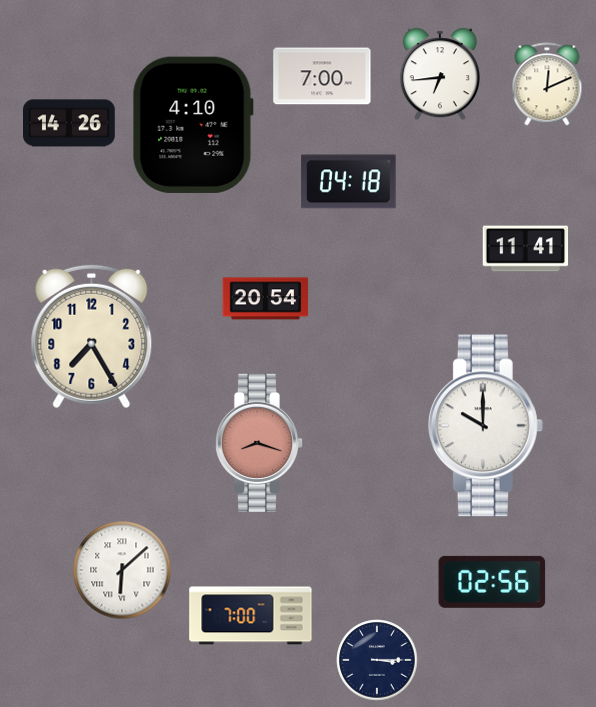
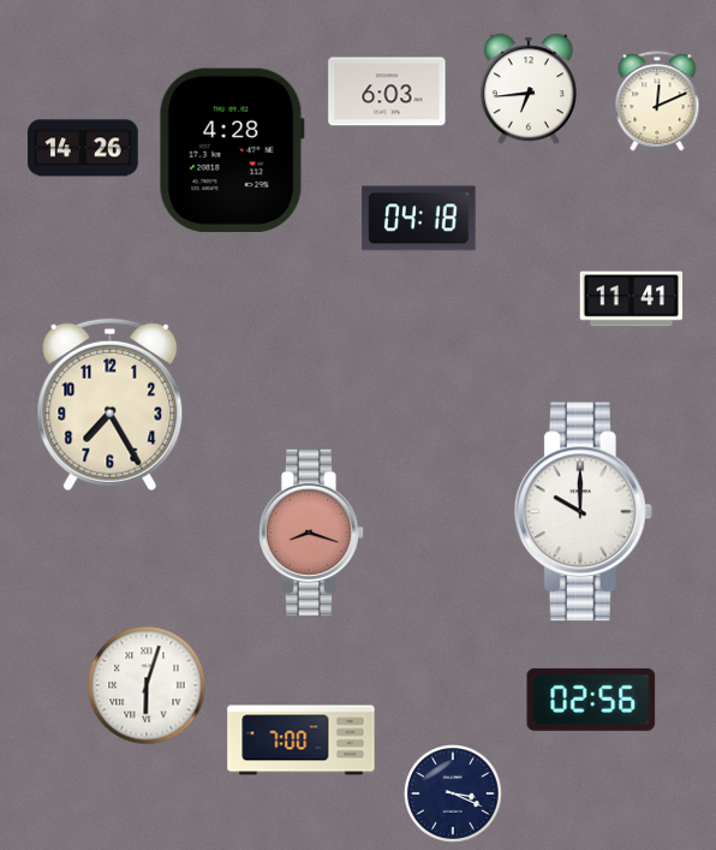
clock at (322, 76): 7:00 -> 6:03
clock at (193, 125): 4:10 -> 4:28
clock at (266, 299): 20:54 -> none
clock at (122, 570): 6:08 -> 6:03
clock at (377, 660): 3:15 -> 3:19
